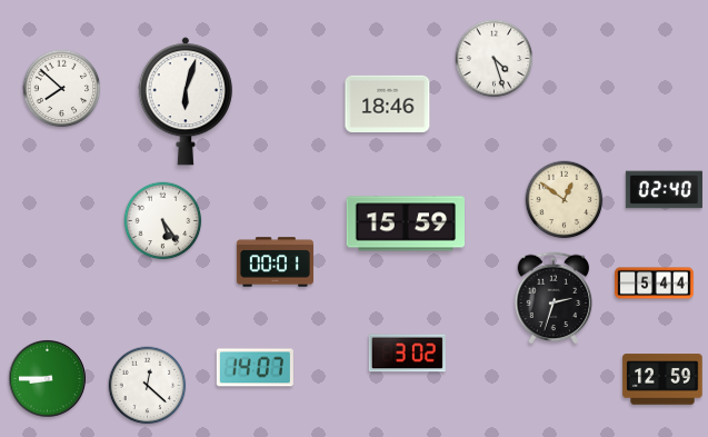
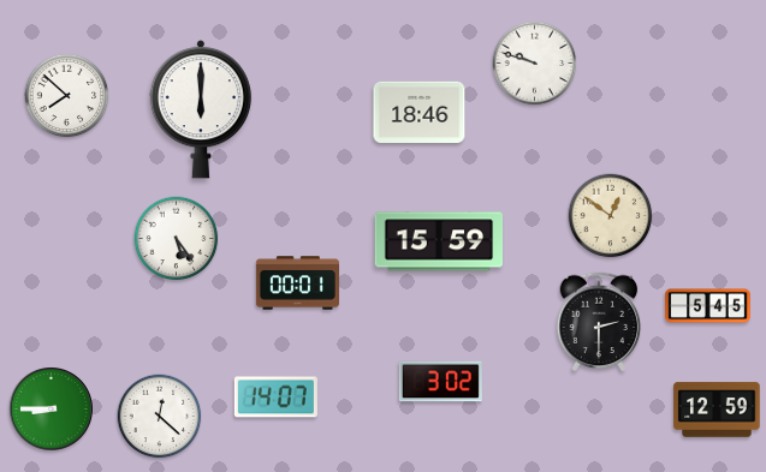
clock at (495, 59): 4:27 -> 9:48
clock at (186, 101): 6:03 -> 6:00
clock at (664, 190): 02:40 -> none
clock at (655, 284): 5:44 -> 5:45
clock at (554, 298): 2:33 -> 2:30
